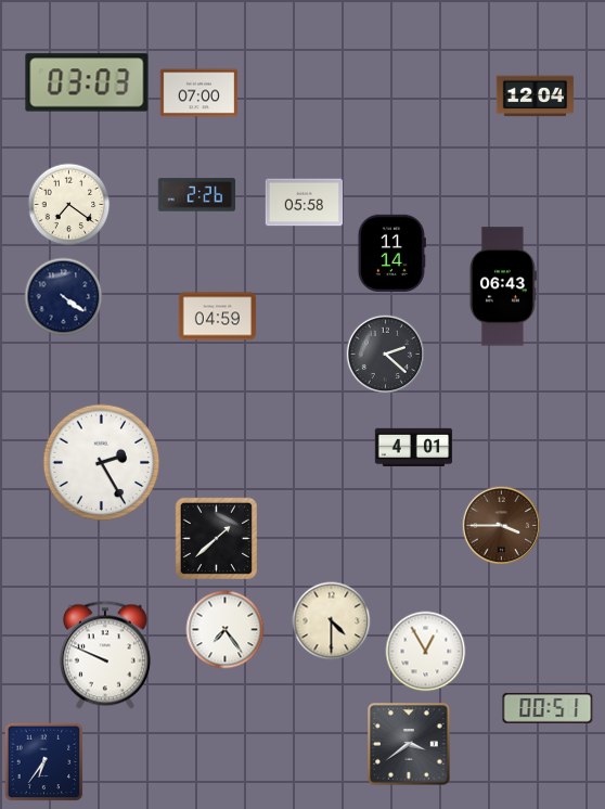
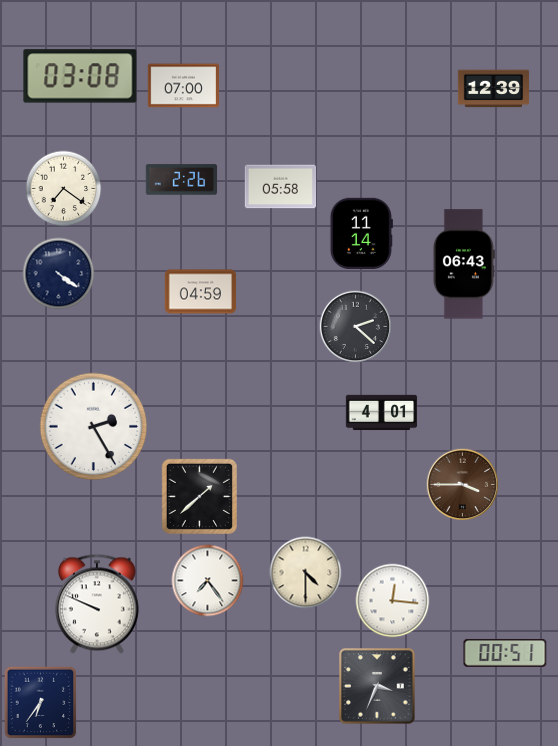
clock at (87, 82): 03:03 -> 03:08
clock at (536, 97): 12:04 -> 12:39
clock at (426, 652): 12:55 -> 12:16
clock at (409, 744): 3:39 -> 3:34
